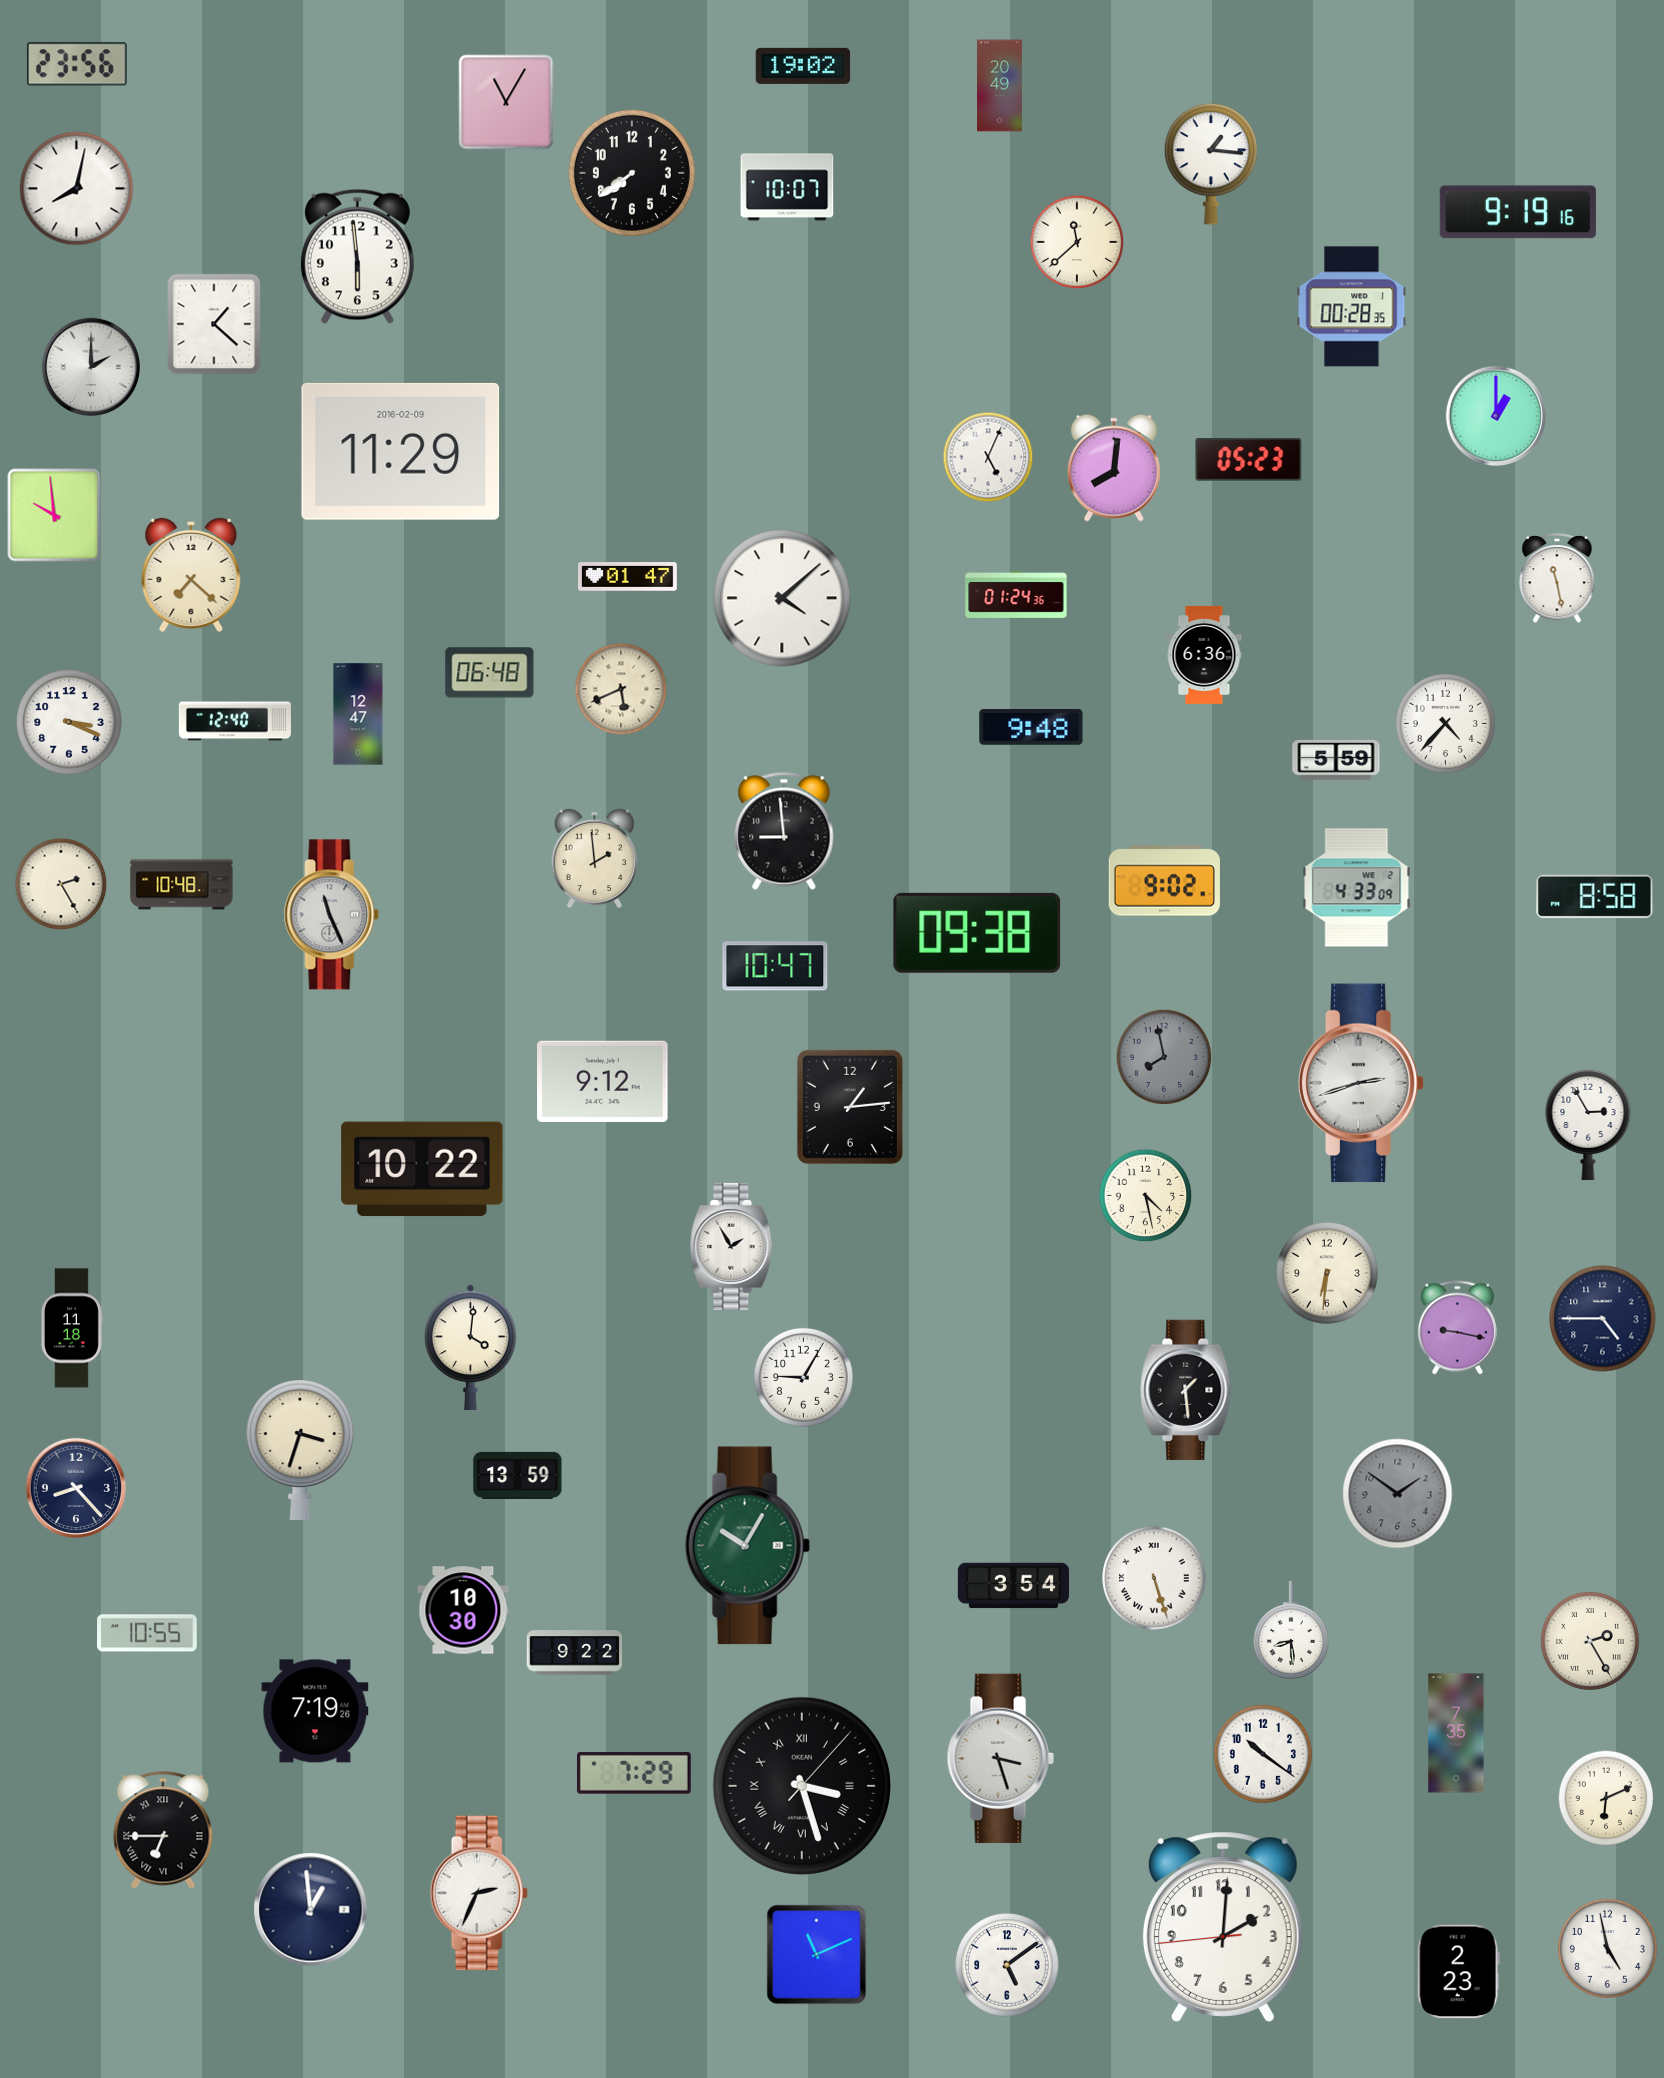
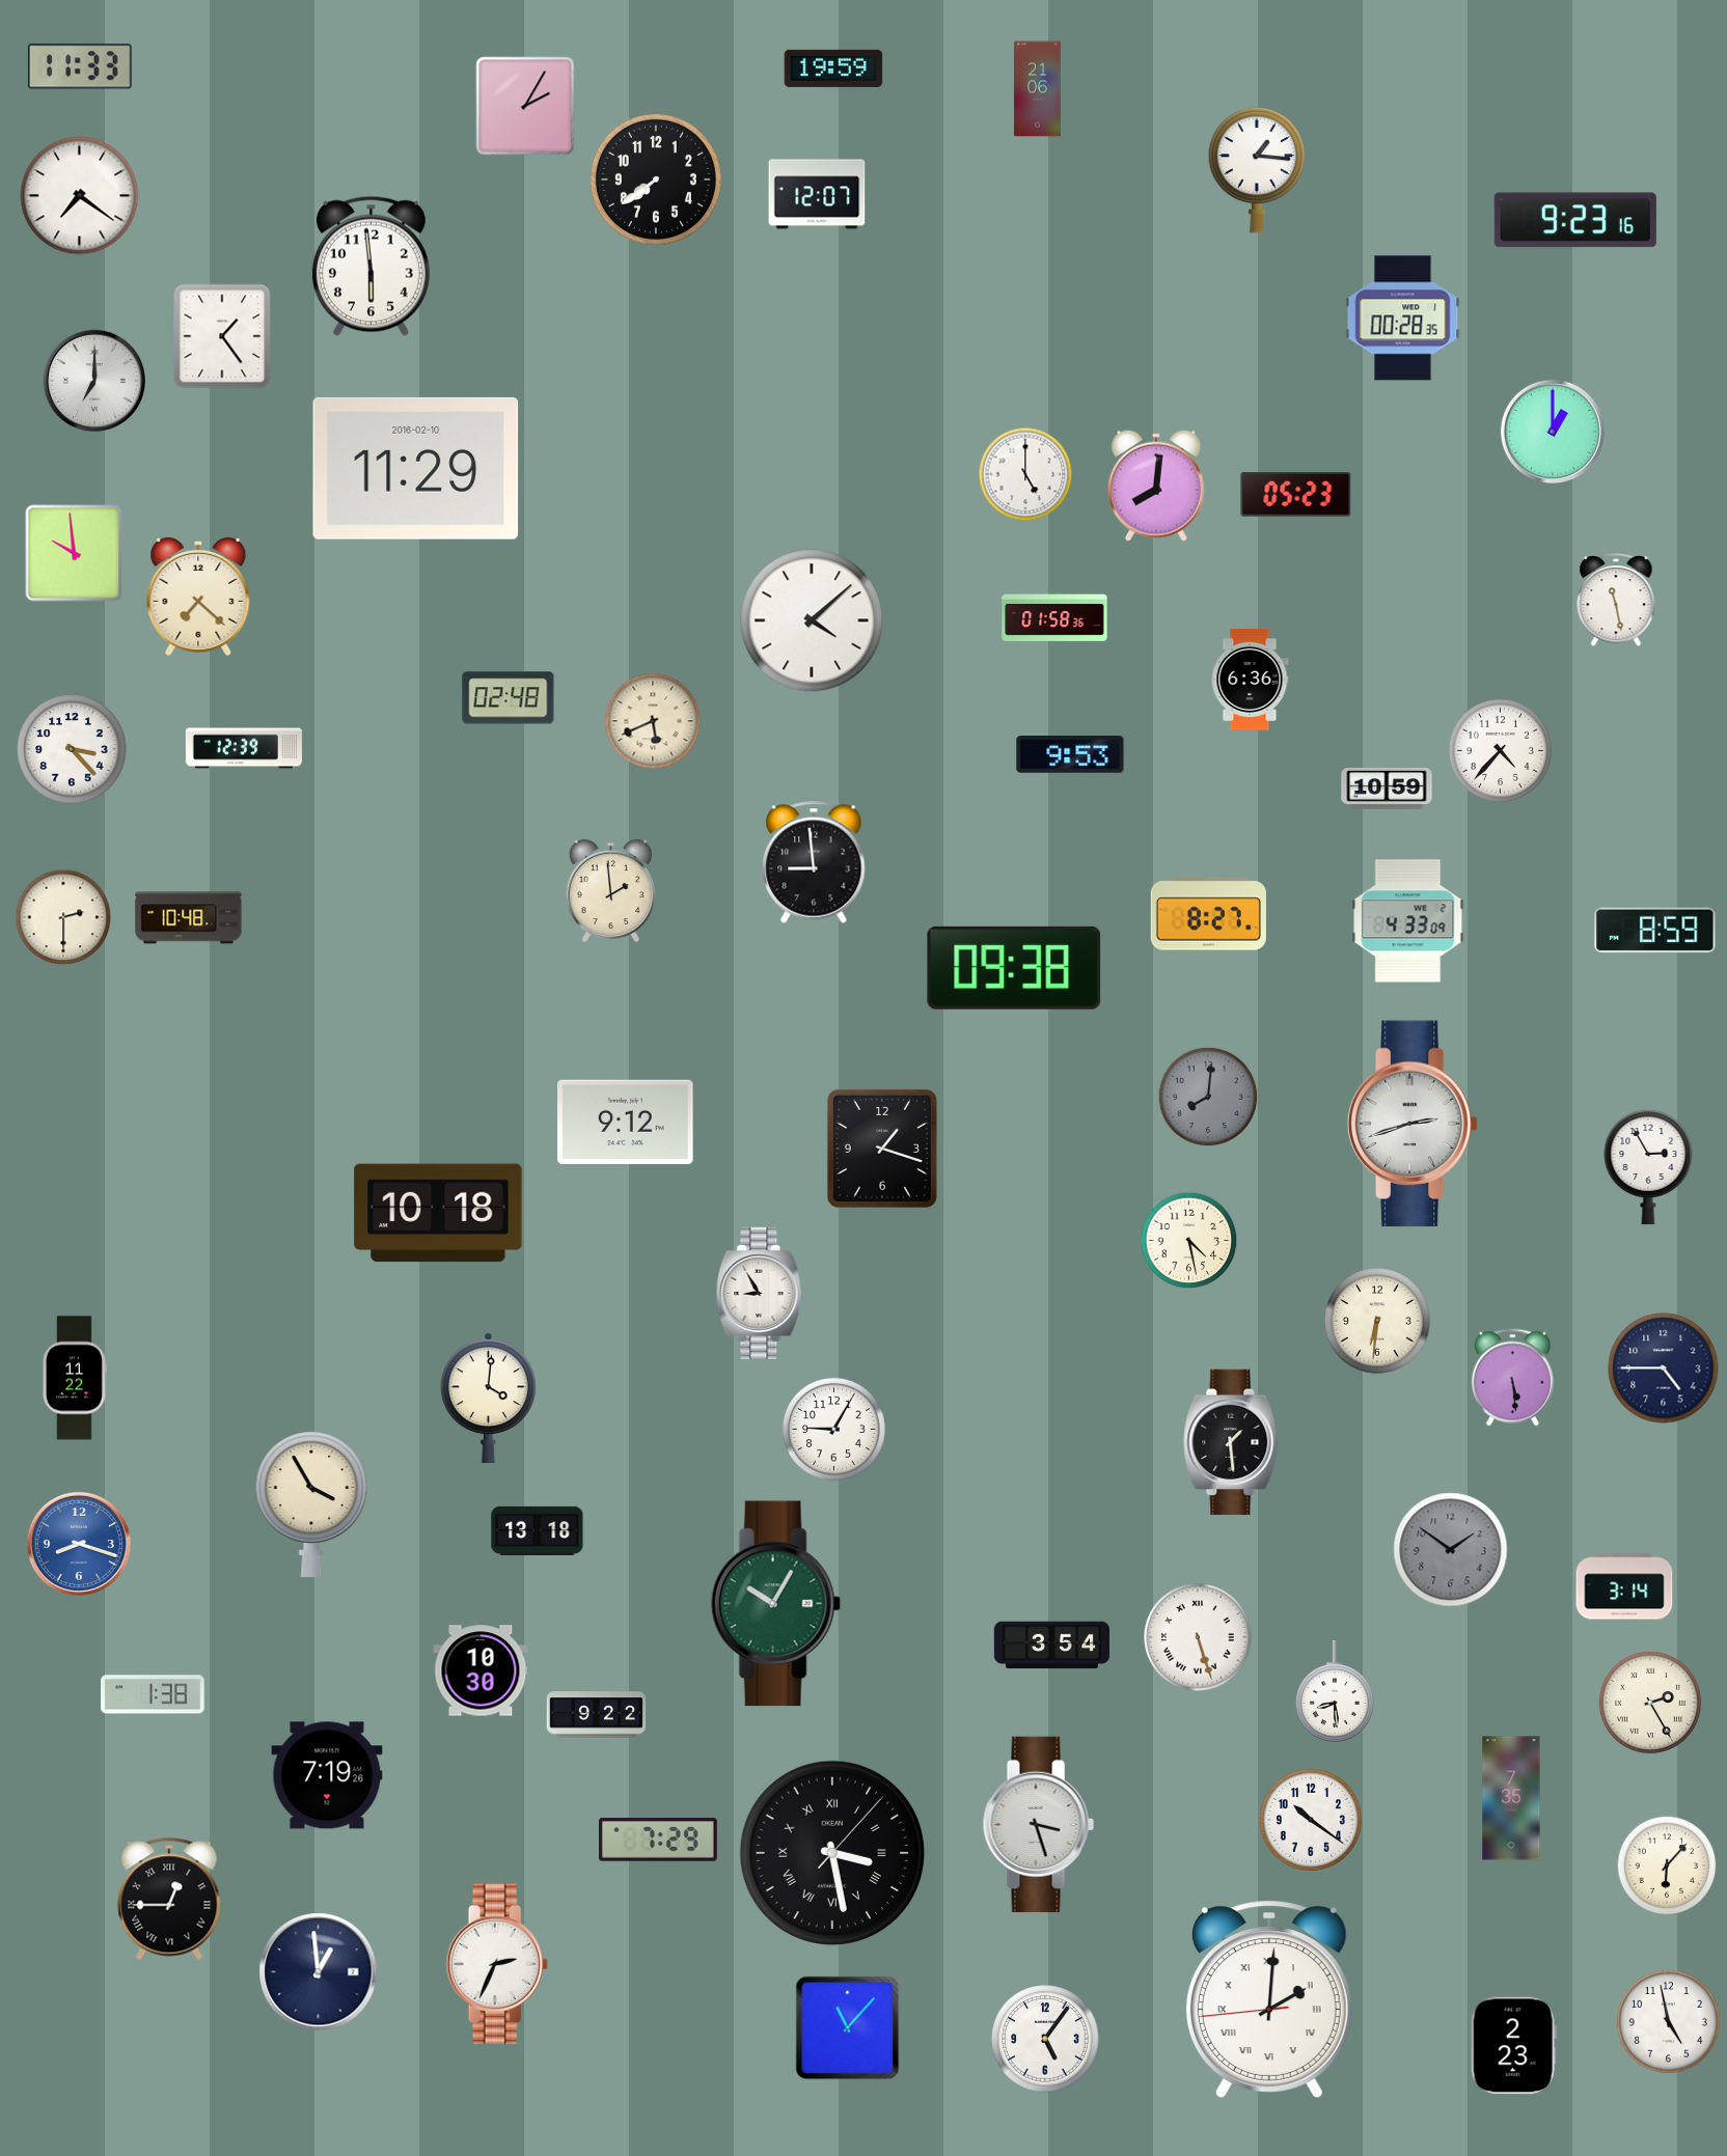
clock at (77, 64): 23:56 -> 11:33
clock at (803, 66): 19:02 -> 19:59
clock at (1000, 86): 20:49 -> 21:06
clock at (506, 102): 11:05 -> 2:05
clock at (787, 187): 10:07 -> 12:07
clock at (77, 189): 8:02 -> 7:21
clock at (1518, 212): 9:19 -> 9:23
clock at (1077, 242): 11:38 -> none
clock at (214, 324): 1:22 -> 1:24
clock at (90, 366): 2:00 -> 7:00
clock at (401, 451) date: 2016-02-09 -> 2016-02-10
clock at (988, 457): 5:04 -> 5:00
clock at (1249, 460) position: (1249, 460) -> (1296, 495)
clock at (54, 515) position: (54, 515) -> (74, 553)
clock at (628, 577): 01:47 -> none
clock at (1016, 595): 01:24 -> 01:58
clock at (490, 673): 06:48 -> 02:48
clock at (621, 689) position: (621, 689) -> (653, 721)
clock at (358, 714): 12:47 -> none
clock at (235, 721): 12:40 -> 12:39
clock at (69, 722): 3:19 -> 3:23
clock at (1031, 728): 9:48 -> 9:53
clock at (1336, 760): 5:59 -> 10:59
clock at (594, 859) position: (594, 859) -> (610, 891)
clock at (1164, 881): 9:02 -> 8:27
clock at (61, 884): 2:25 -> 2:30
clock at (1595, 897): 8:58 -> 8:59
clock at (332, 915): 11:26 -> none
clock at (775, 966): 10:47 -> none
clock at (1164, 1057): 7:58 -> 8:01
clock at (850, 1107): 1:14 -> 1:18
clock at (422, 1169): 10:22 -> 10:18
clock at (732, 1246): 1:55 -> 8:55
clock at (72, 1328): 11:18 -> 11:22
clock at (1457, 1328): 9:17 -> 5:29
clock at (300, 1450): 3:33 -> 3:55
clock at (518, 1475): 13:59 -> 13:18
clock at (76, 1488): 8:23 -> 8:18
clock at (76, 1488) dial: navy -> blue
clock at (1624, 1586): none -> 3:14
clock at (1291, 1630) position: (1291, 1630) -> (1335, 1691)
clock at (147, 1633): 10:55 -> 1:38
clock at (801, 1785): 3:27 -> 3:28
clock at (1606, 1798): 6:11 -> 6:07
clock at (163, 1830): 6:45 -> 12:45
clock at (311, 1910) position: (311, 1910) -> (319, 1972)
clock at (1223, 1927) numerals: Arabic -> Roman
clock at (817, 1955): 11:11 -> 11:07
clock at (1007, 1965): 5:09 -> 5:06
